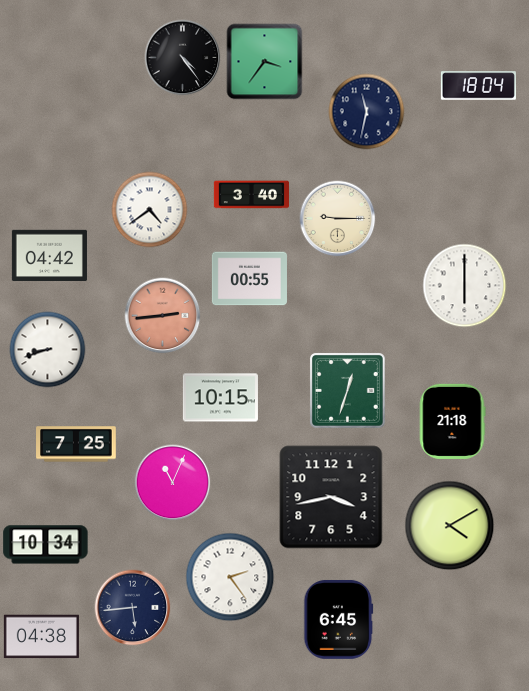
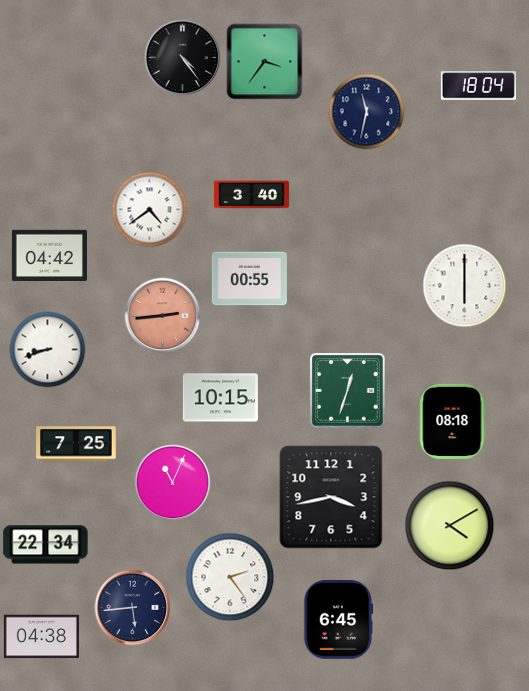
clock at (338, 219): 9:15 -> none
clock at (453, 421): 21:18 -> 08:18
clock at (46, 545): 10:34 -> 22:34
